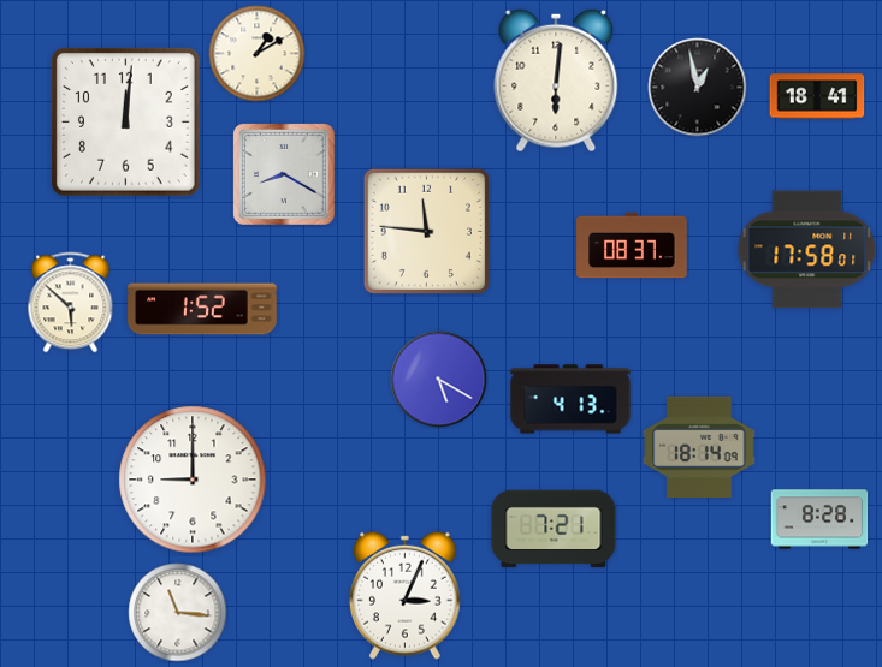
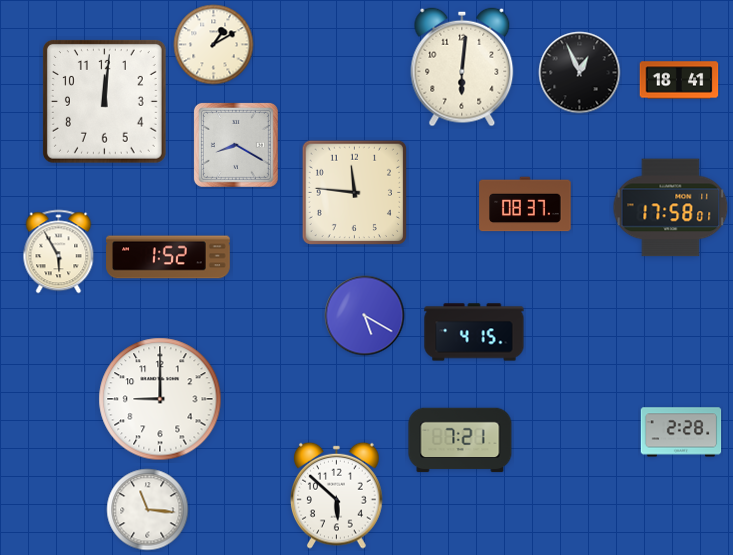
clock at (698, 88): 12:58 -> 12:56
clock at (71, 303): 5:52 -> 5:55
clock at (570, 399): 4:13 -> 4:15
clock at (699, 447): 18:14 -> none
clock at (819, 519): 8:28 -> 2:28
clock at (406, 595): 3:04 -> 5:52
